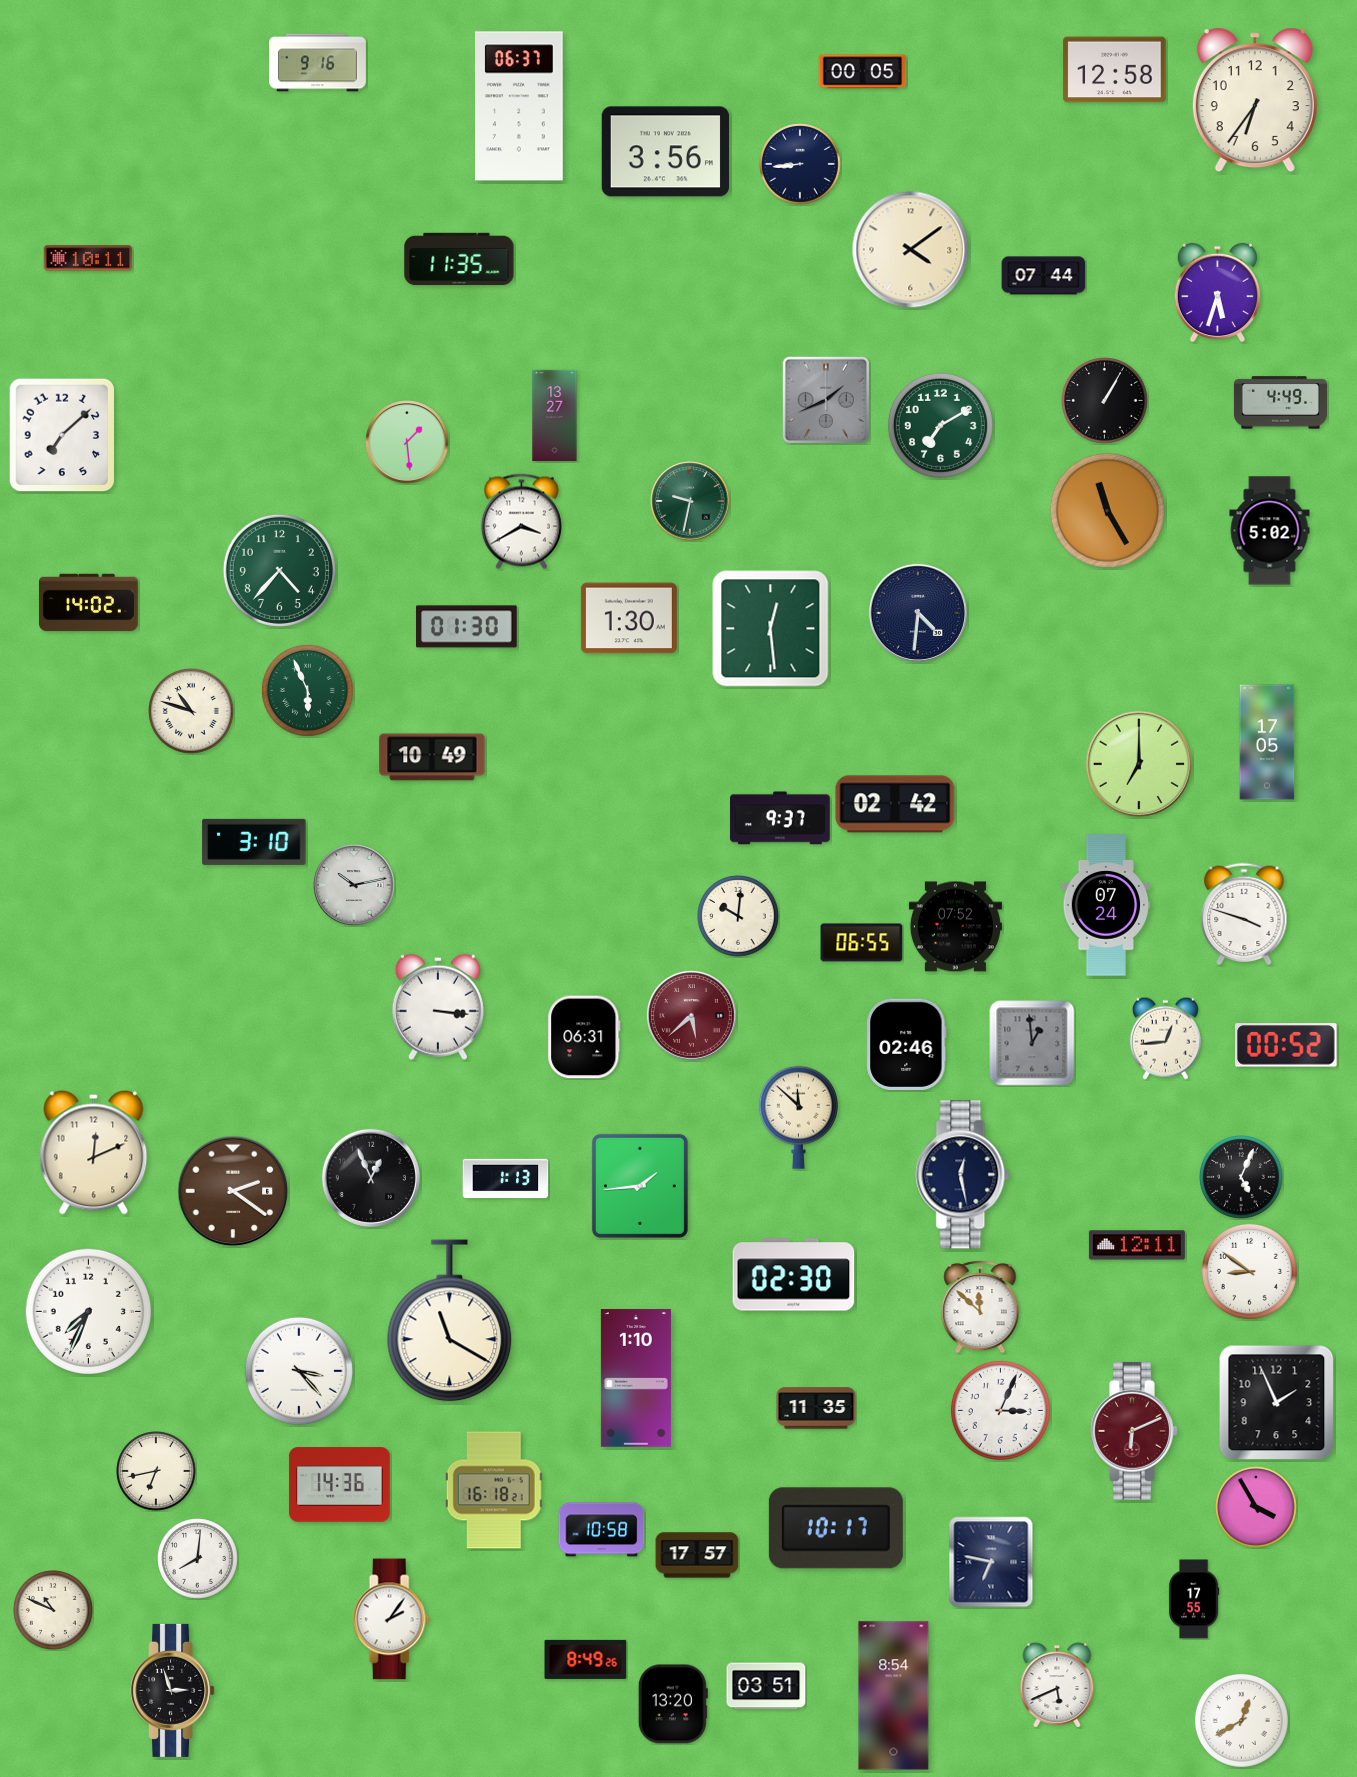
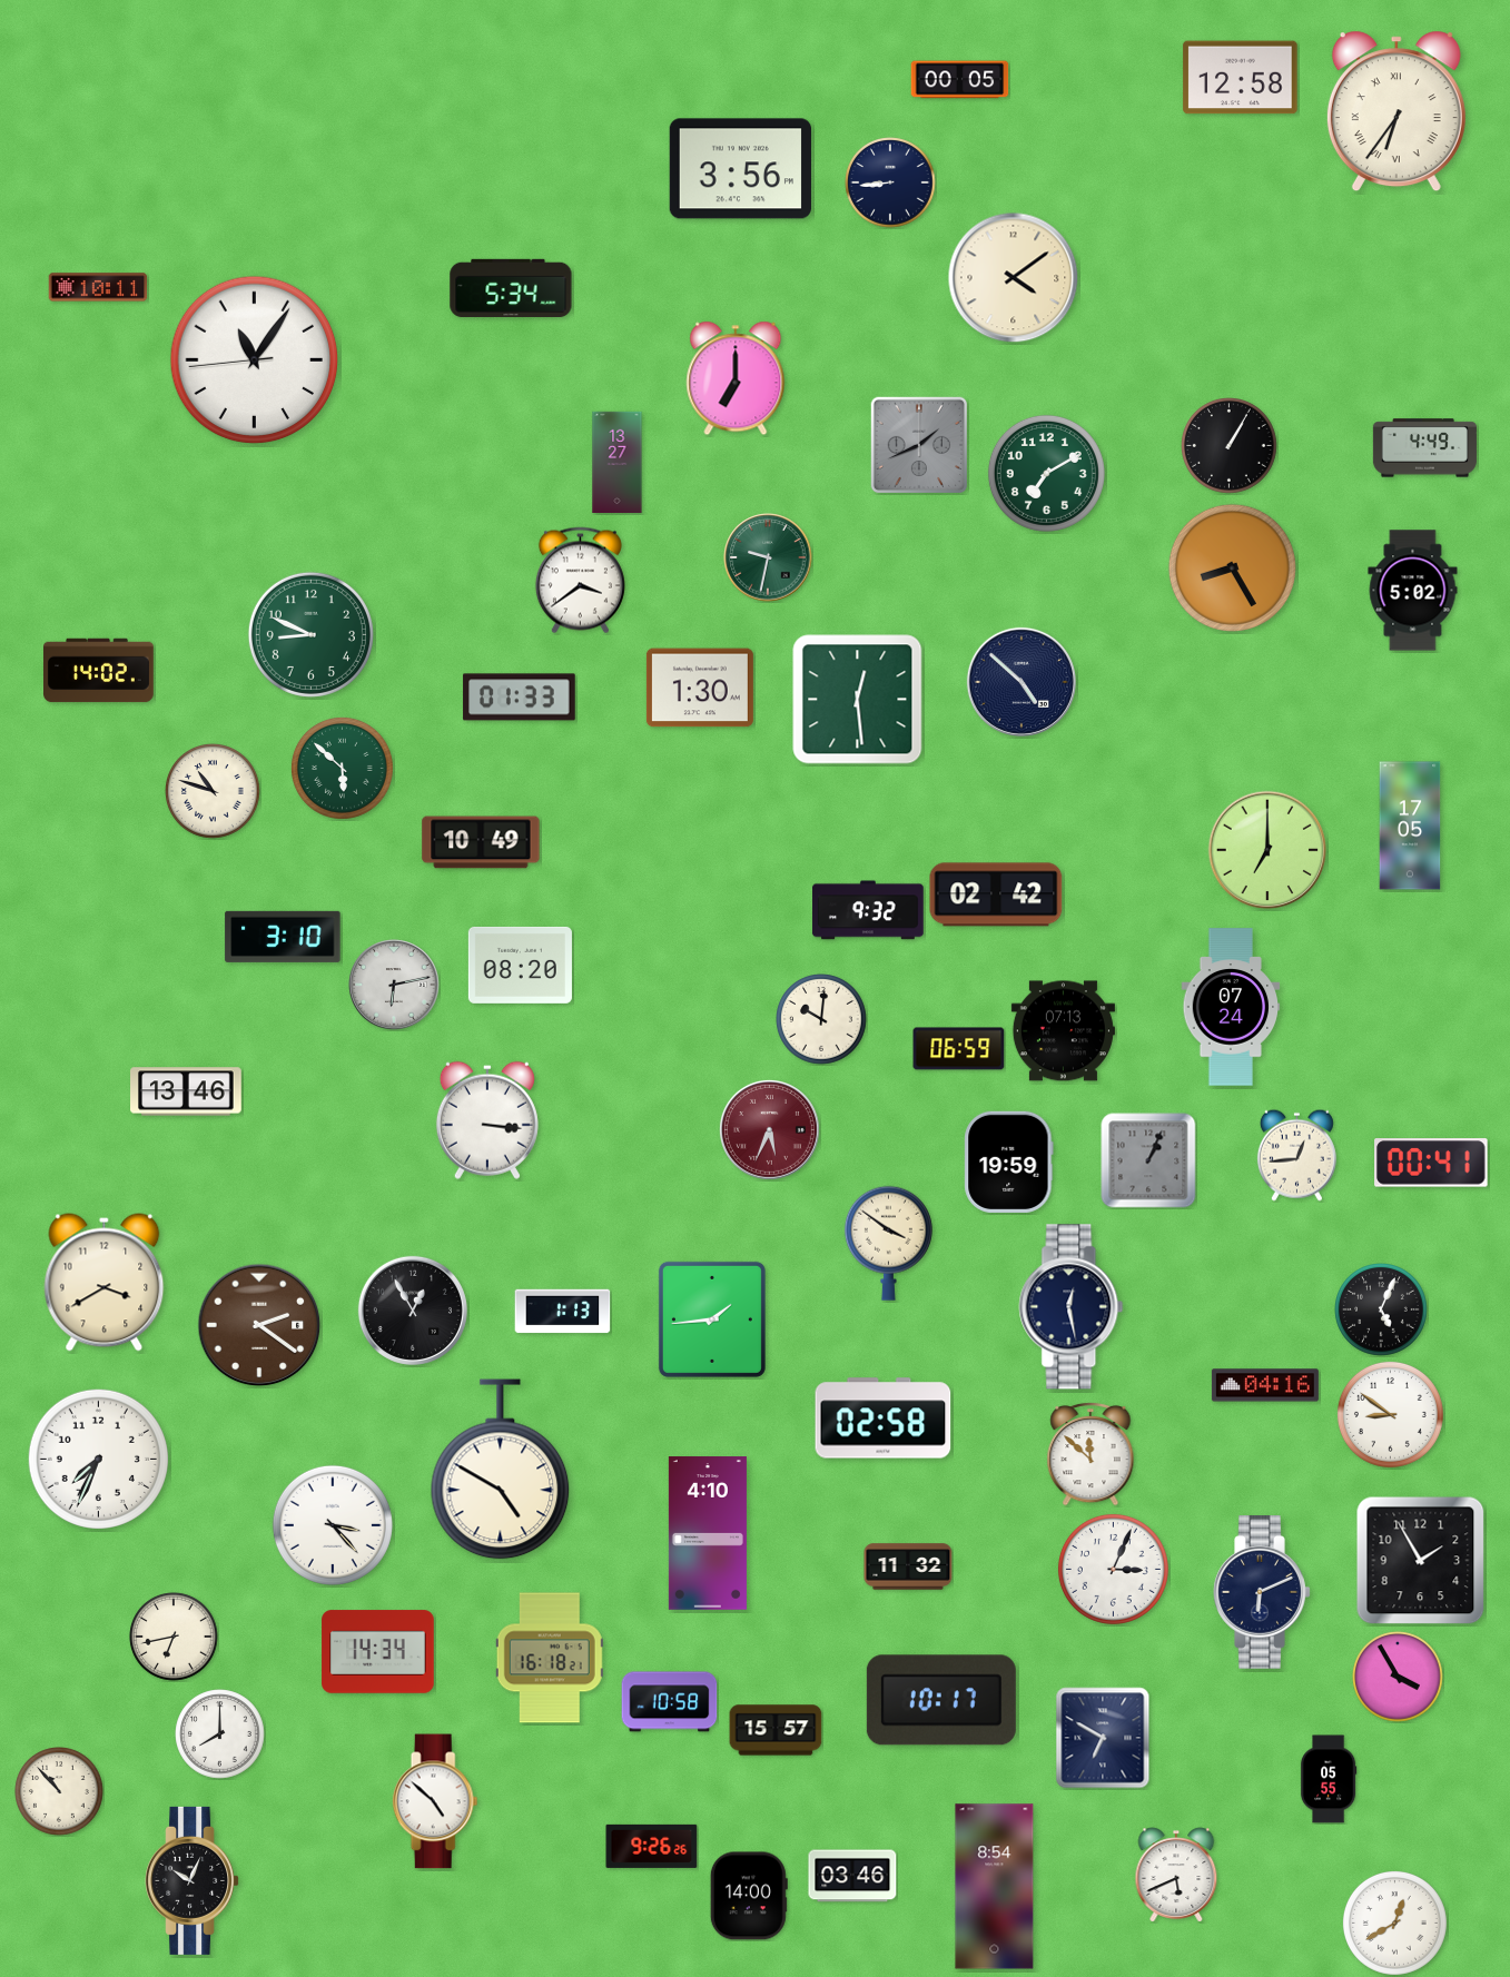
clock at (318, 63): 9:16 -> none
clock at (1255, 100) numerals: Arabic -> Roman
clock at (519, 106): 06:37 -> none
clock at (459, 258): 11:35 -> 5:34
clock at (1044, 276): 07:44 -> none
clock at (1217, 293): 5:33 -> none
clock at (255, 360): none -> 11:05
clock at (736, 378): none -> 7:00
clock at (62, 435): 7:08 -> none
clock at (407, 442): 1:29 -> none
clock at (1107, 510): 11:25 -> 8:25
clock at (521, 522): 3:40 -> 3:39
clock at (279, 570): 4:37 -> 8:49
clock at (918, 613): 4:31 -> 4:52
clock at (467, 627): 01:30 -> 01:33
clock at (307, 690): 5:56 -> 5:52
clock at (780, 818): 9:37 -> 9:32
clock at (520, 965): none -> 08:20
clock at (354, 885): 10:13 -> 6:13
clock at (1244, 914): 3:48 -> none
clock at (955, 927): 07:52 -> 07:13
clock at (862, 943): 06:55 -> 06:59
clock at (186, 1091): none -> 13:46
clock at (691, 1015): 5:38 -> 5:34
clock at (584, 1037): 06:31 -> none
clock at (1032, 1043): 12:59 -> 1:04
clock at (907, 1044): 02:46 -> 19:59
clock at (1286, 1045): 00:52 -> 00:41
clock at (798, 1117): 11:52 -> 3:51
clock at (94, 1153): 12:11 -> 3:40
clock at (371, 1178): 12:56 -> 12:55
clock at (1137, 1245): 12:11 -> 04:16
clock at (794, 1275): 02:30 -> 02:58
clock at (450, 1321): 11:20 -> 4:50
clock at (636, 1378): 1:10 -> 4:10
clock at (1277, 1403): 1:56 -> 1:55
clock at (816, 1408): 11:35 -> 11:32
clock at (1134, 1432) dial: burgundy -> navy
clock at (340, 1485): 14:36 -> 14:34
clock at (836, 1528) position: (836, 1528) -> (941, 1700)
clock at (697, 1555): 17:57 -> 15:57
clock at (198, 1559): 8:01 -> 8:00
clock at (991, 1562): 6:47 -> 6:50
clock at (1194, 1599): 17:55 -> 05:55
clock at (53, 1610): 10:49 -> 10:53
clock at (391, 1619): 2:06 -> 4:52
clock at (586, 1659): 8:49 -> 9:26
clock at (766, 1686): 03:51 -> 03:46
clock at (173, 1690): 2:57 -> 10:04
clock at (673, 1704): 13:20 -> 14:00
clock at (1241, 1720) position: (1241, 1720) -> (1394, 1922)
